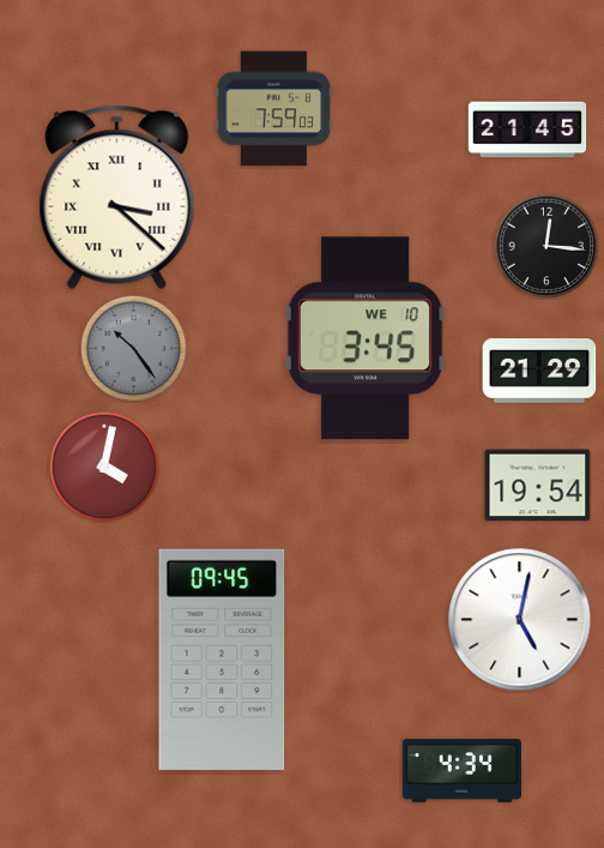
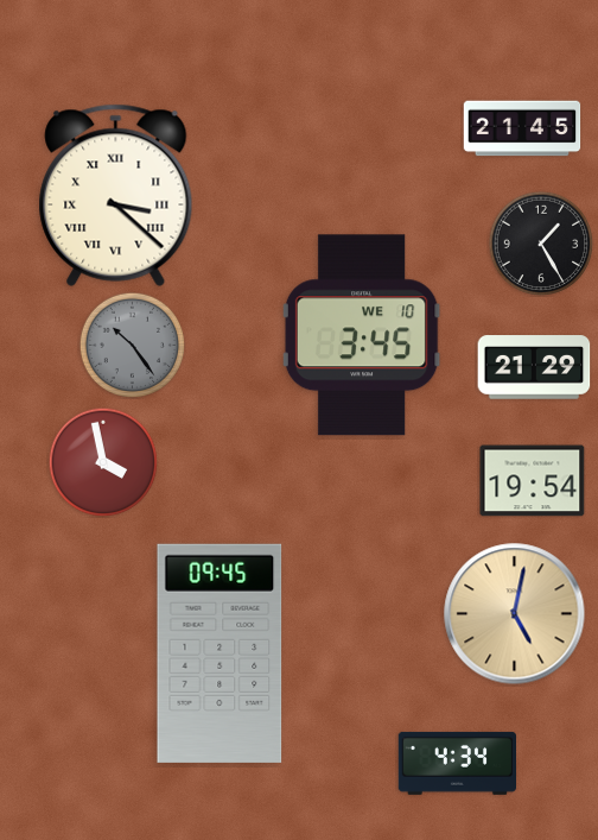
clock at (274, 109): 7:59 -> none
clock at (546, 246): 12:16 -> 1:25
clock at (104, 467): 4:02 -> 3:58
clock at (520, 620) dial: white -> champagne
